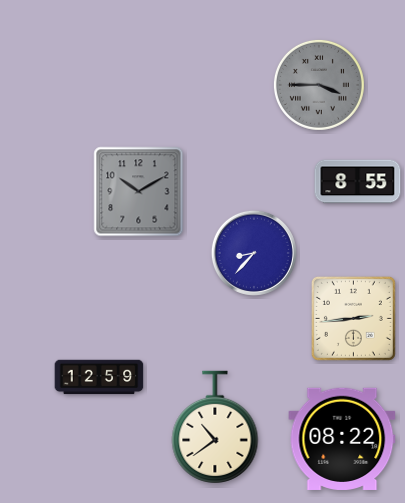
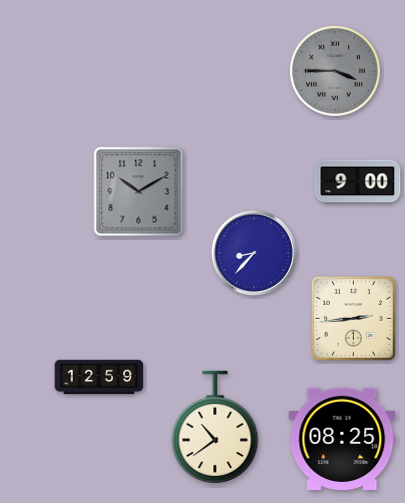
clock at (319, 85) position: (319, 85) -> (335, 71)
clock at (358, 182): 8:55 -> 9:00
clock at (342, 439): 08:22 -> 08:25
